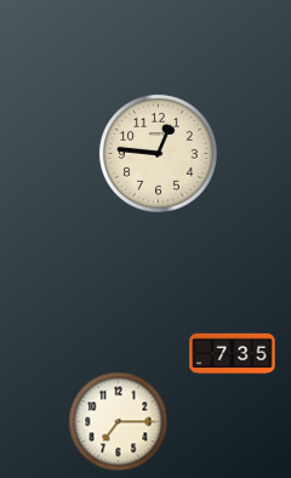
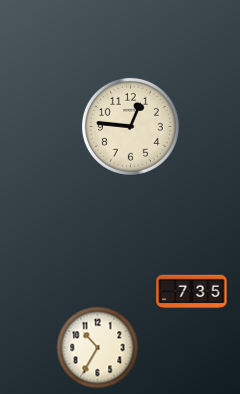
clock at (119, 422): 7:15 -> 10:35
